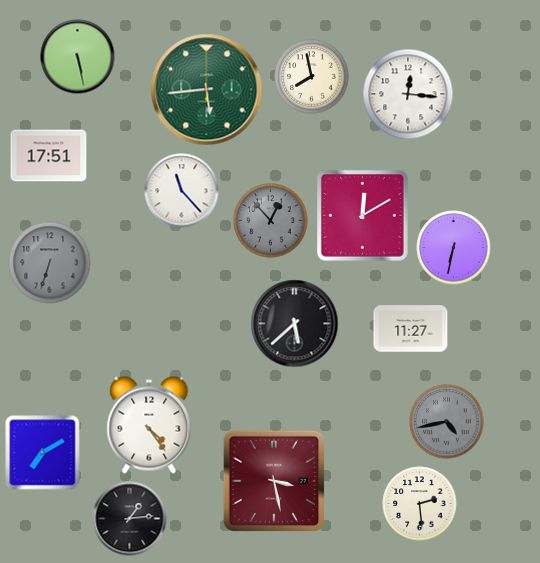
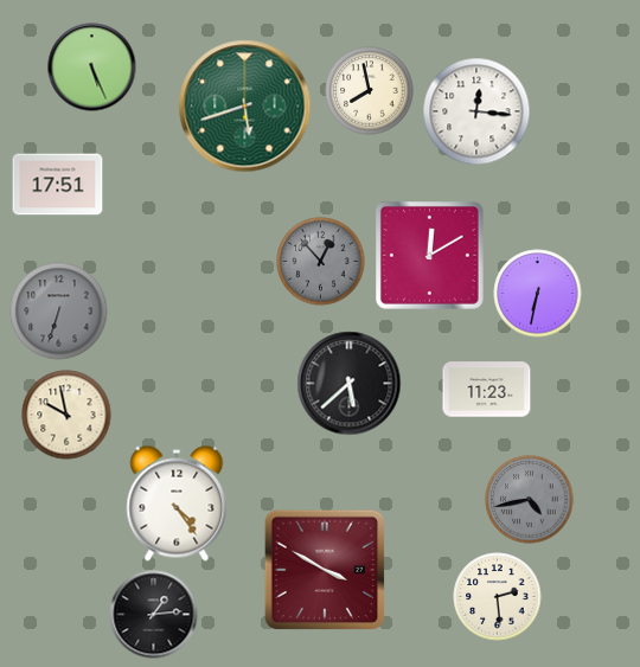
clock at (78, 57): 5:28 -> 5:26
clock at (207, 90): 5:44 -> 5:42
clock at (408, 94) position: (408, 94) -> (476, 111)
clock at (182, 191): 11:23 -> none
clock at (411, 329): 11:27 -> 11:23
clock at (66, 415): none -> 9:58
clock at (43, 453): 7:10 -> none
clock at (274, 481): 3:28 -> 3:50
